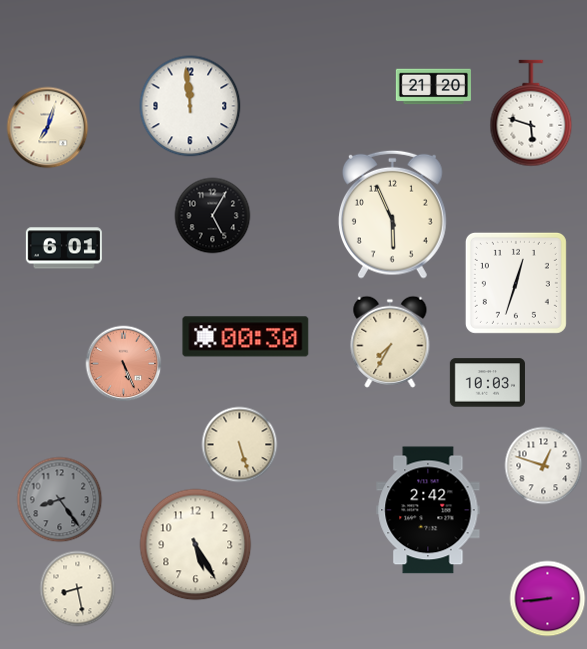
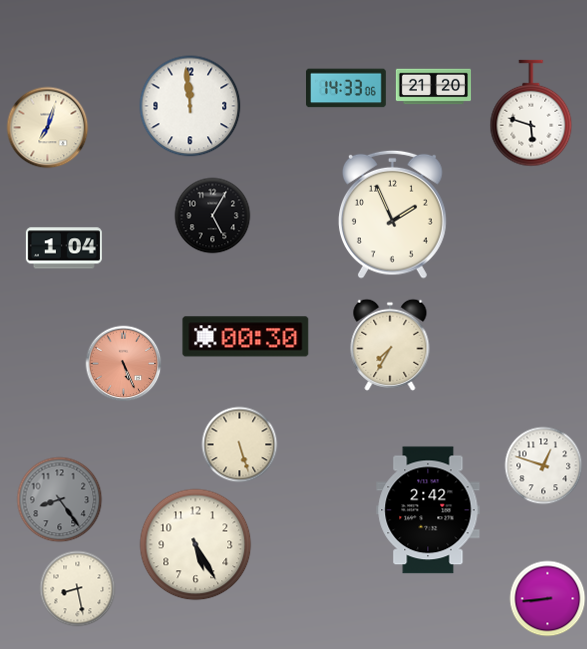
clock at (347, 88): none -> 14:33
clock at (392, 214): 5:56 -> 1:56
clock at (64, 248): 6:01 -> 1:04
clock at (516, 283): 12:33 -> none
clock at (390, 342) position: (390, 342) -> (390, 345)
clock at (487, 383): 10:03 -> none
